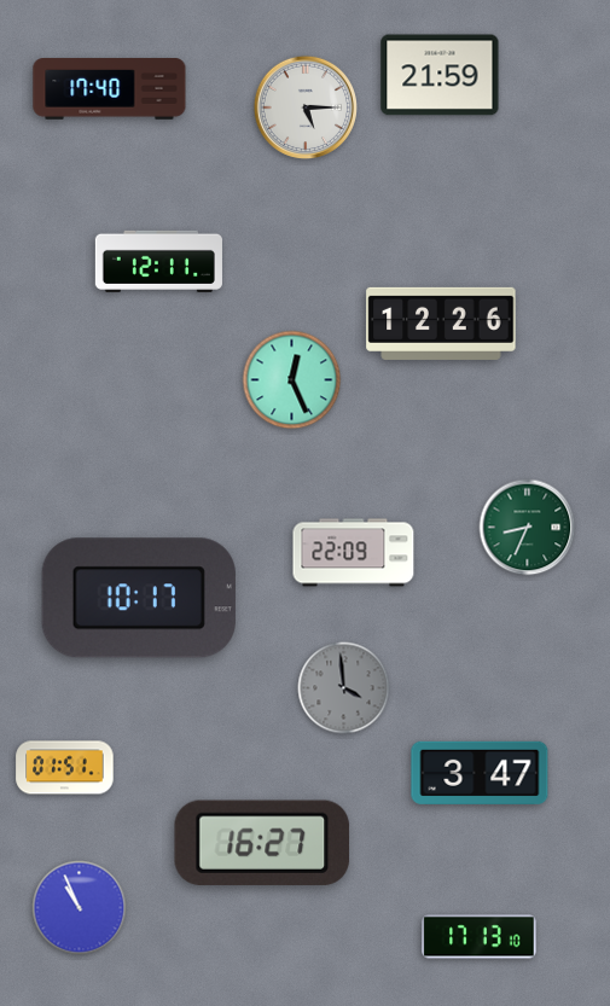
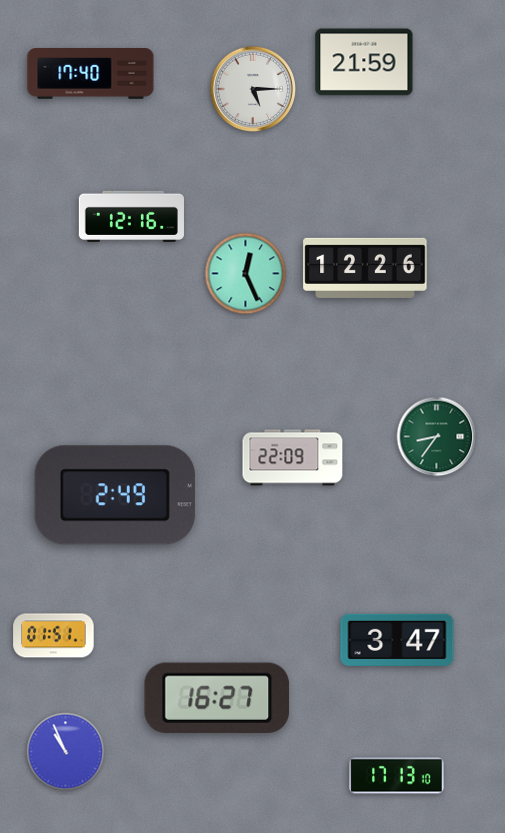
clock at (158, 261): 12:11 -> 12:16
clock at (292, 380) position: (292, 380) -> (246, 274)
clock at (528, 528): 8:34 -> 8:36
clock at (139, 598): 10:17 -> 2:49
clock at (344, 688): 3:59 -> none
